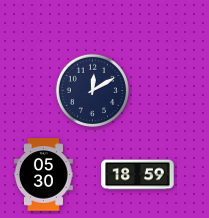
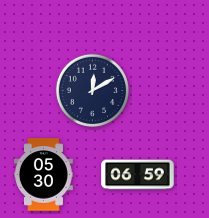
clock at (138, 175): 18:59 -> 06:59
